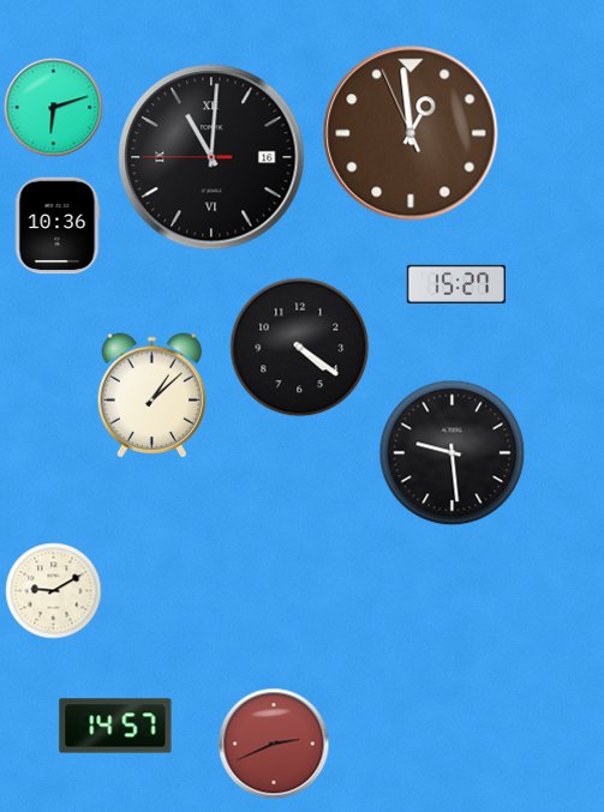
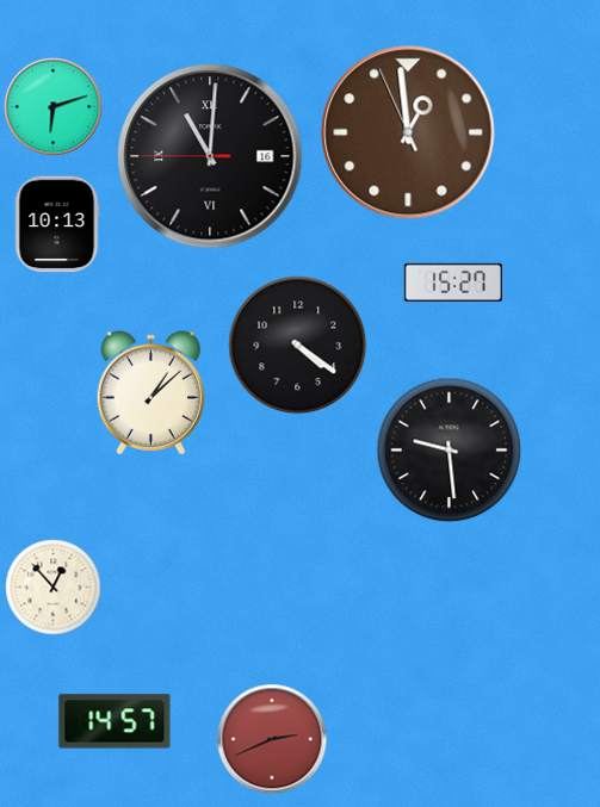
clock at (58, 225): 10:36 -> 10:13
clock at (54, 591): 9:10 -> 12:53
